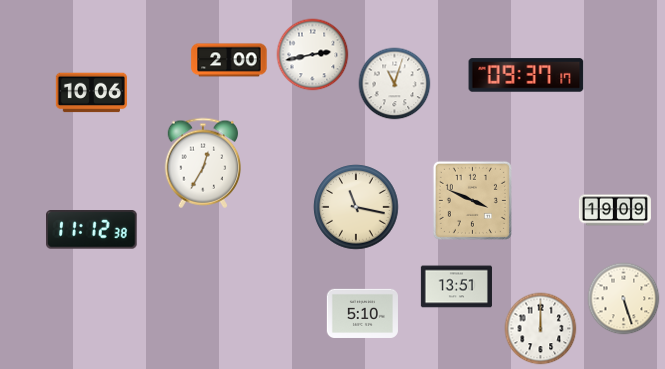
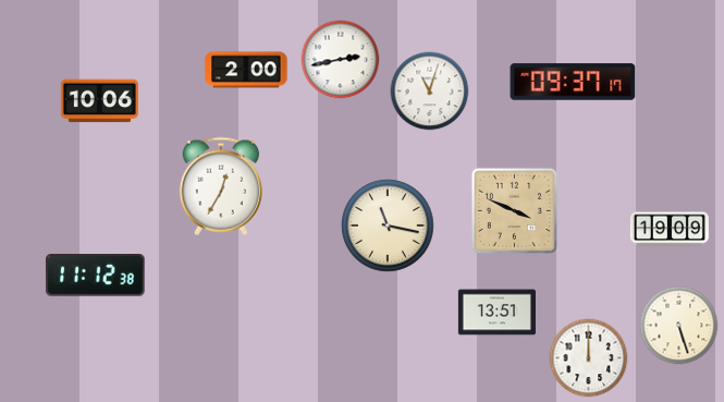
clock at (229, 60) position: (229, 60) -> (246, 70)
clock at (202, 163) position: (202, 163) -> (220, 186)
clock at (472, 200) position: (472, 200) -> (514, 210)
clock at (92, 230) position: (92, 230) -> (96, 276)
clock at (362, 313): 5:10 -> none
